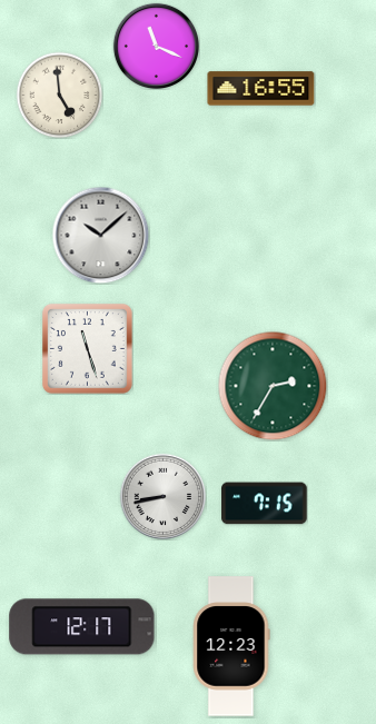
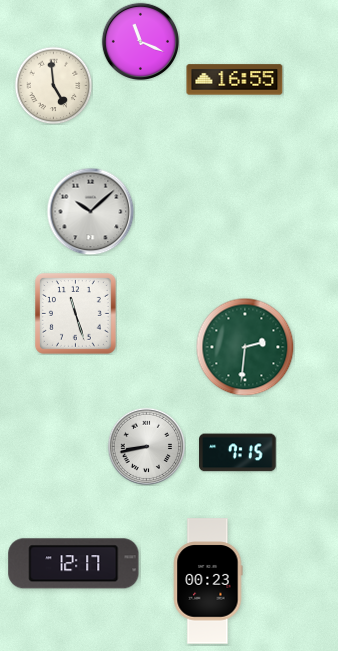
clock at (87, 348) position: (87, 348) -> (75, 313)
clock at (273, 386): 2:35 -> 2:31
clock at (231, 646): 12:23 -> 00:23
